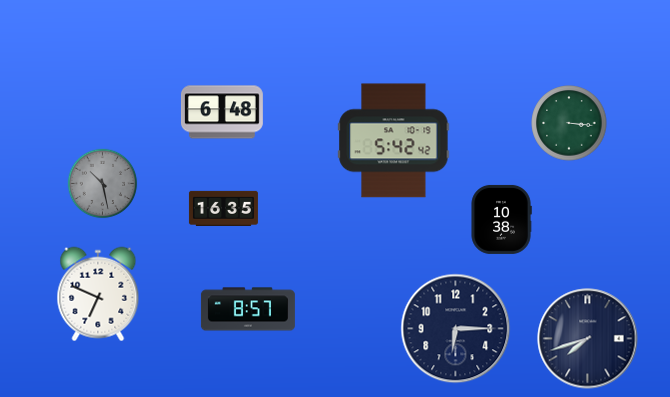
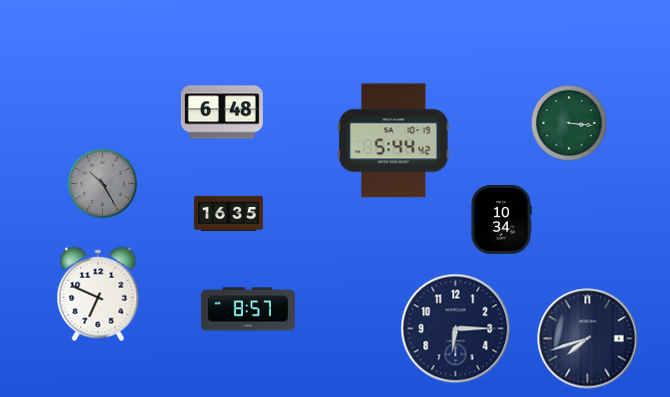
clock at (394, 141): 5:42 -> 5:44
clock at (103, 184): 10:28 -> 10:25
clock at (223, 208) position: (223, 208) -> (228, 213)
clock at (501, 219): 10:38 -> 10:34
